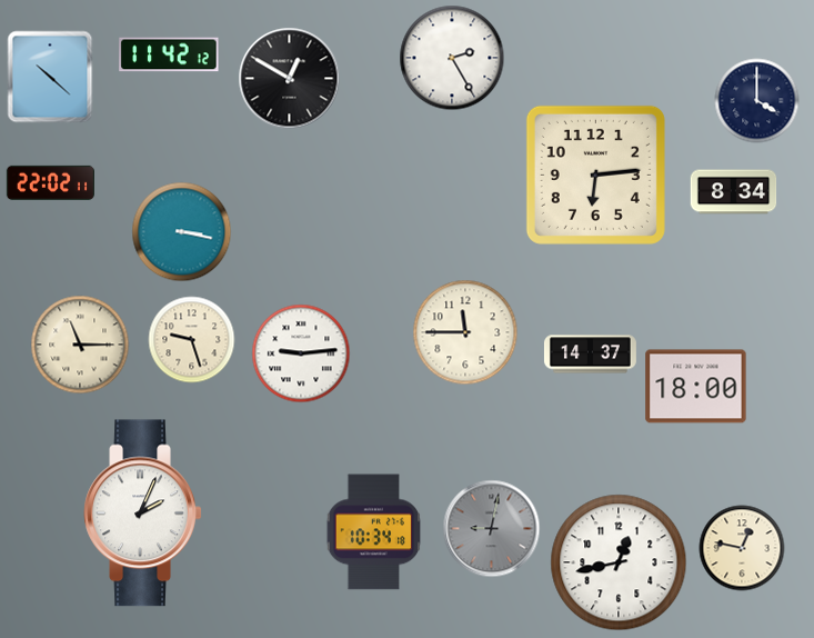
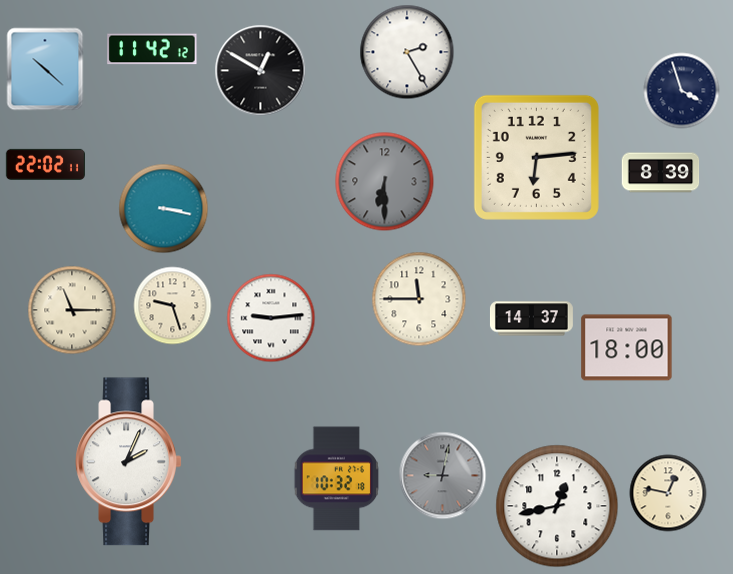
clock at (757, 101): 4:00 -> 3:57
clock at (734, 192): 8:34 -> 8:39
clock at (385, 182): none -> 6:30
clock at (374, 532): 10:34 -> 10:32
